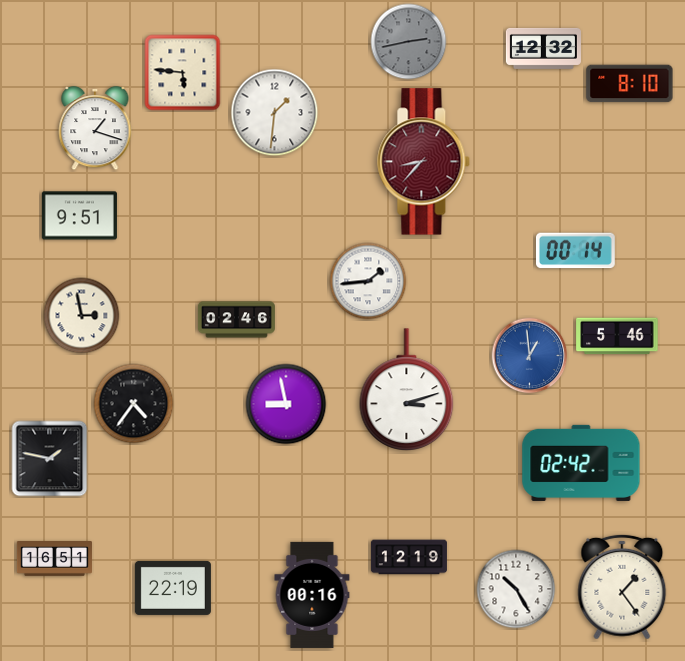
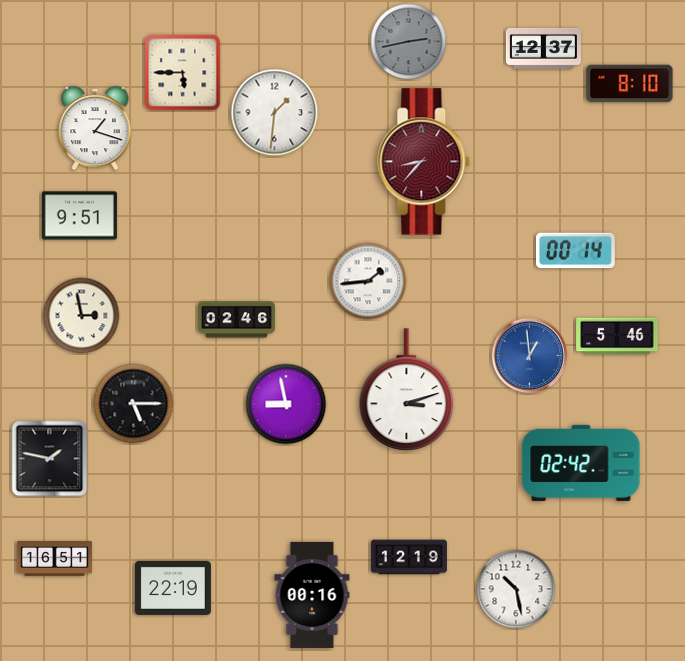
clock at (543, 48): 12:32 -> 12:37
clock at (183, 73): 5:46 -> 5:45
clock at (134, 404): 4:36 -> 5:15
clock at (622, 587): 1:24 -> none
clock at (516, 589): 10:25 -> 10:28
